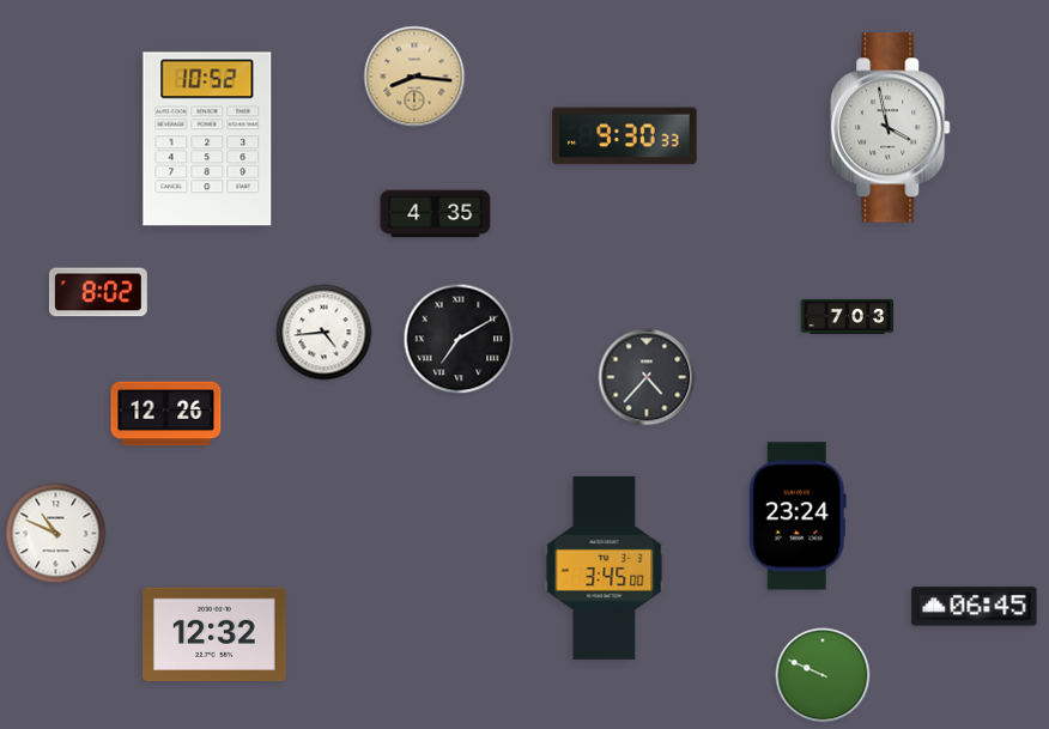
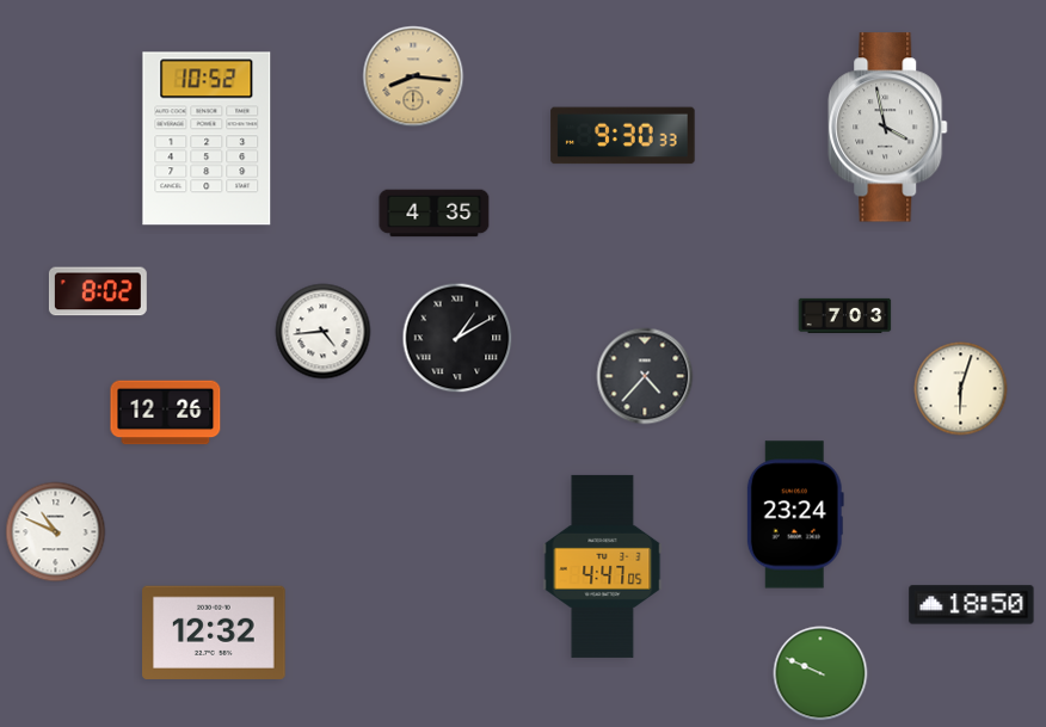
clock at (459, 339): 7:10 -> 1:10
clock at (961, 389): none -> 6:03
clock at (605, 567): 3:45 -> 4:47
clock at (975, 607): 06:45 -> 18:50
